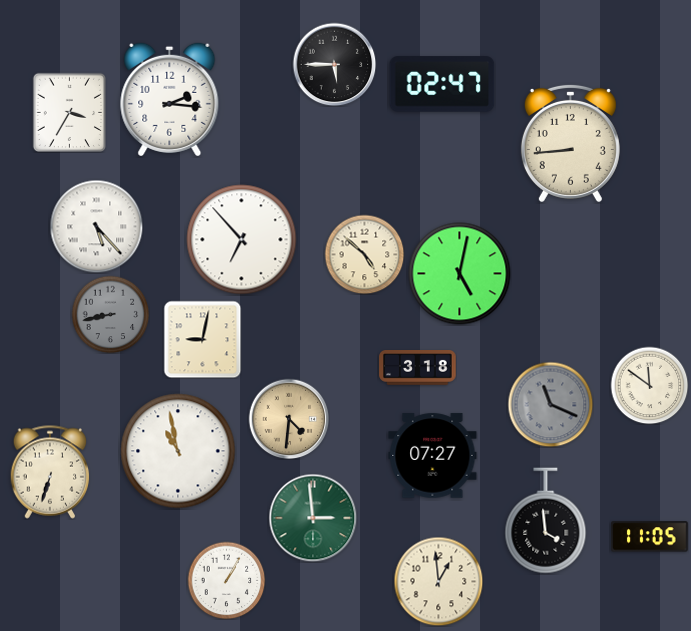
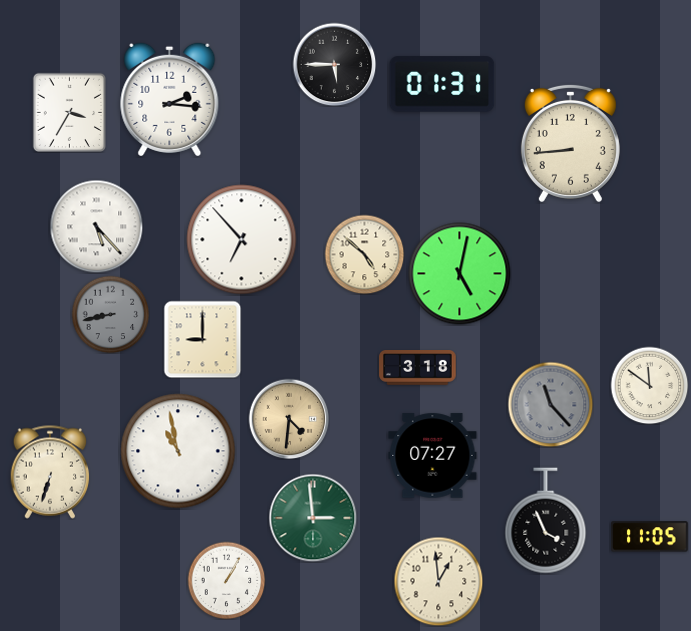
clock at (442, 84): 02:47 -> 01:31
clock at (202, 339): 9:02 -> 9:00
clock at (550, 404): 11:19 -> 11:23
clock at (546, 521): 3:59 -> 3:56
